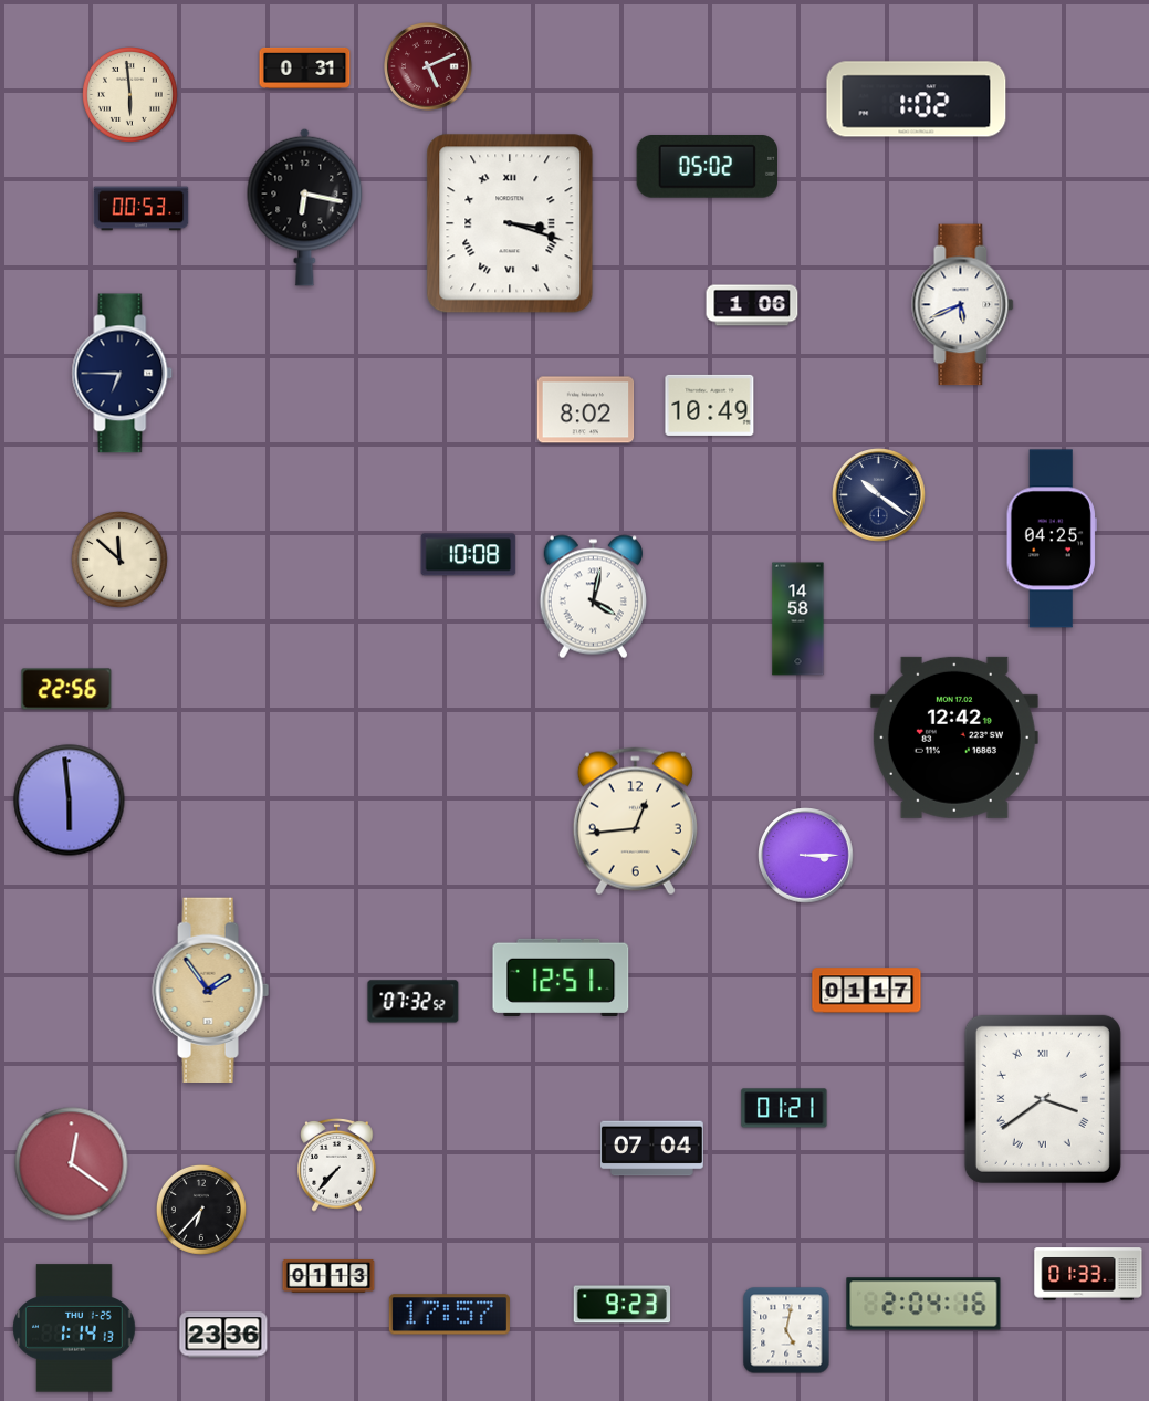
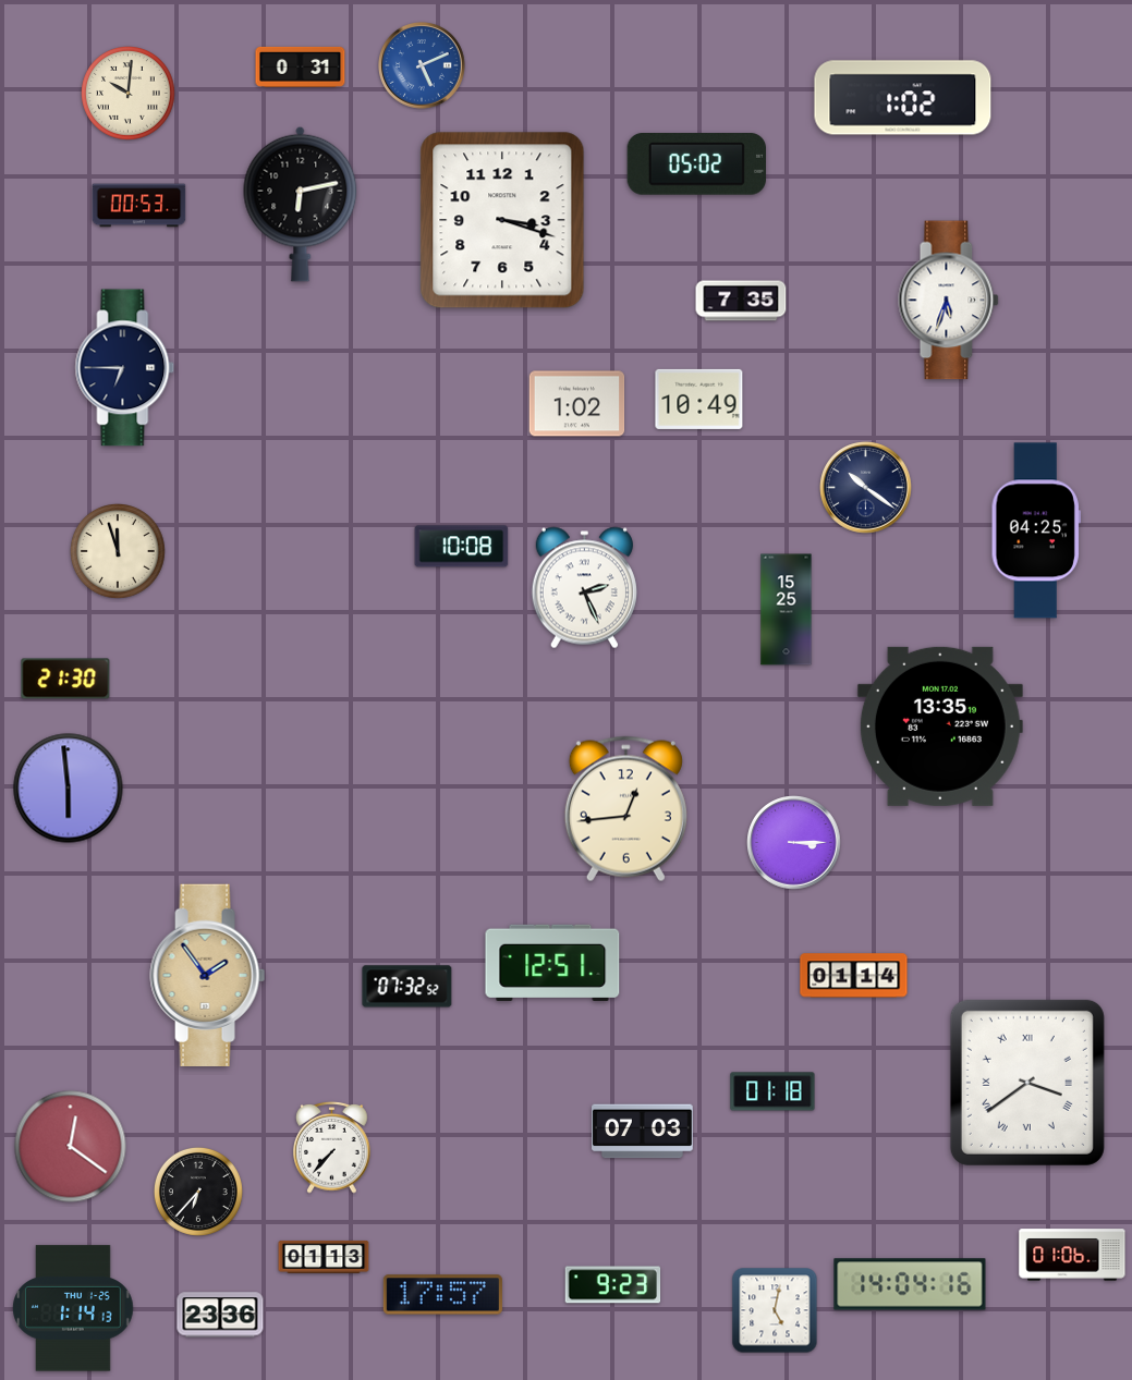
clock at (429, 67) dial: burgundy -> blue
clock at (130, 95): 5:59 -> 10:01
clock at (305, 207): 6:17 -> 6:13
clock at (510, 223) numerals: Roman -> Arabic
clock at (752, 305): 1:06 -> 7:35
clock at (963, 305): 5:41 -> 5:33
clock at (123, 374) position: (123, 374) -> (125, 368)
clock at (586, 410): 8:02 -> 1:02
clock at (119, 560): 11:52 -> 11:57
clock at (593, 597): 4:02 -> 2:26
clock at (798, 619): 14:58 -> 15:25
clock at (66, 689): 22:56 -> 21:30
clock at (954, 738): 12:42 -> 13:35
clock at (867, 991): 01:17 -> 01:14
clock at (784, 1108): 01:21 -> 01:18
clock at (652, 1149): 07:04 -> 07:03
clock at (1088, 1274): 01:33 -> 01:06
clock at (923, 1304): 2:04 -> 14:04
